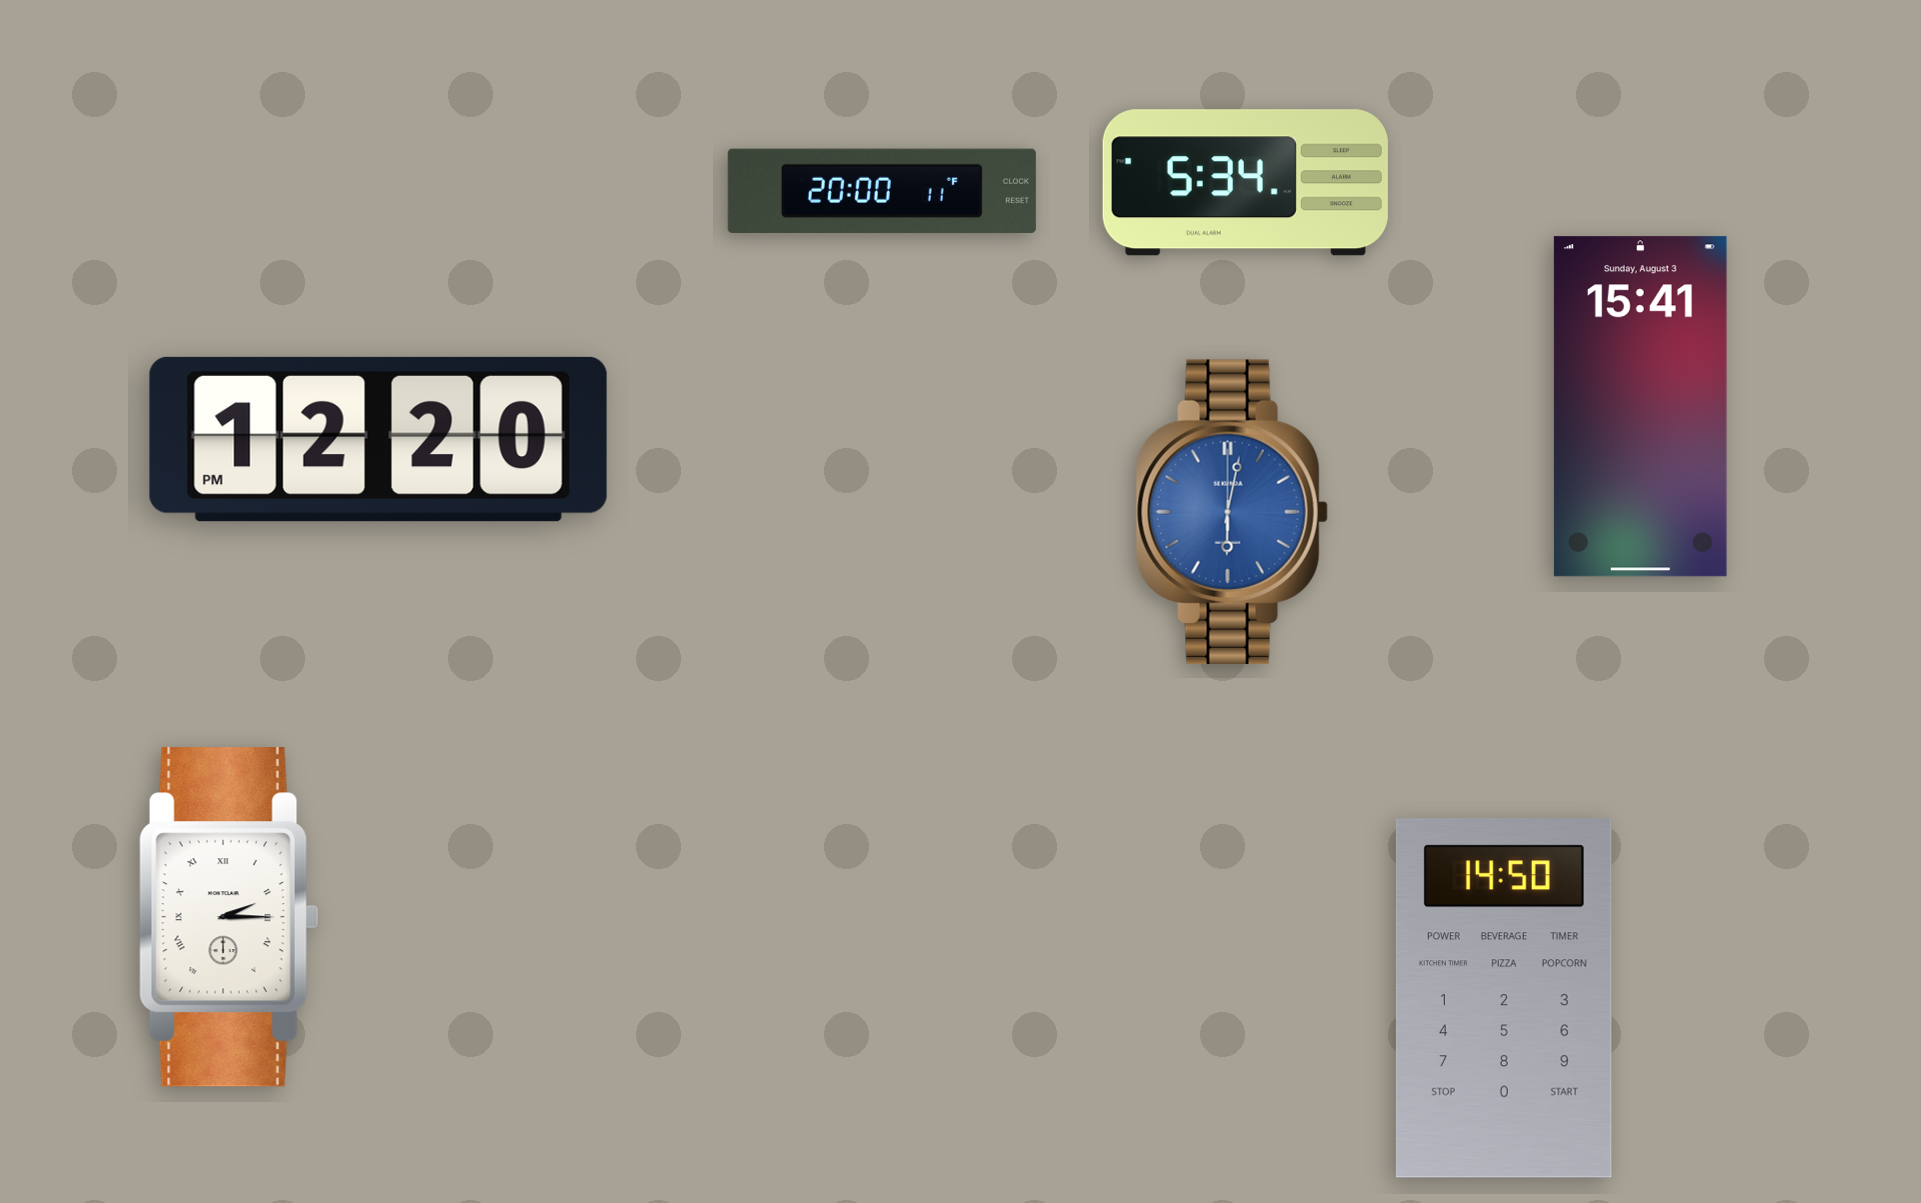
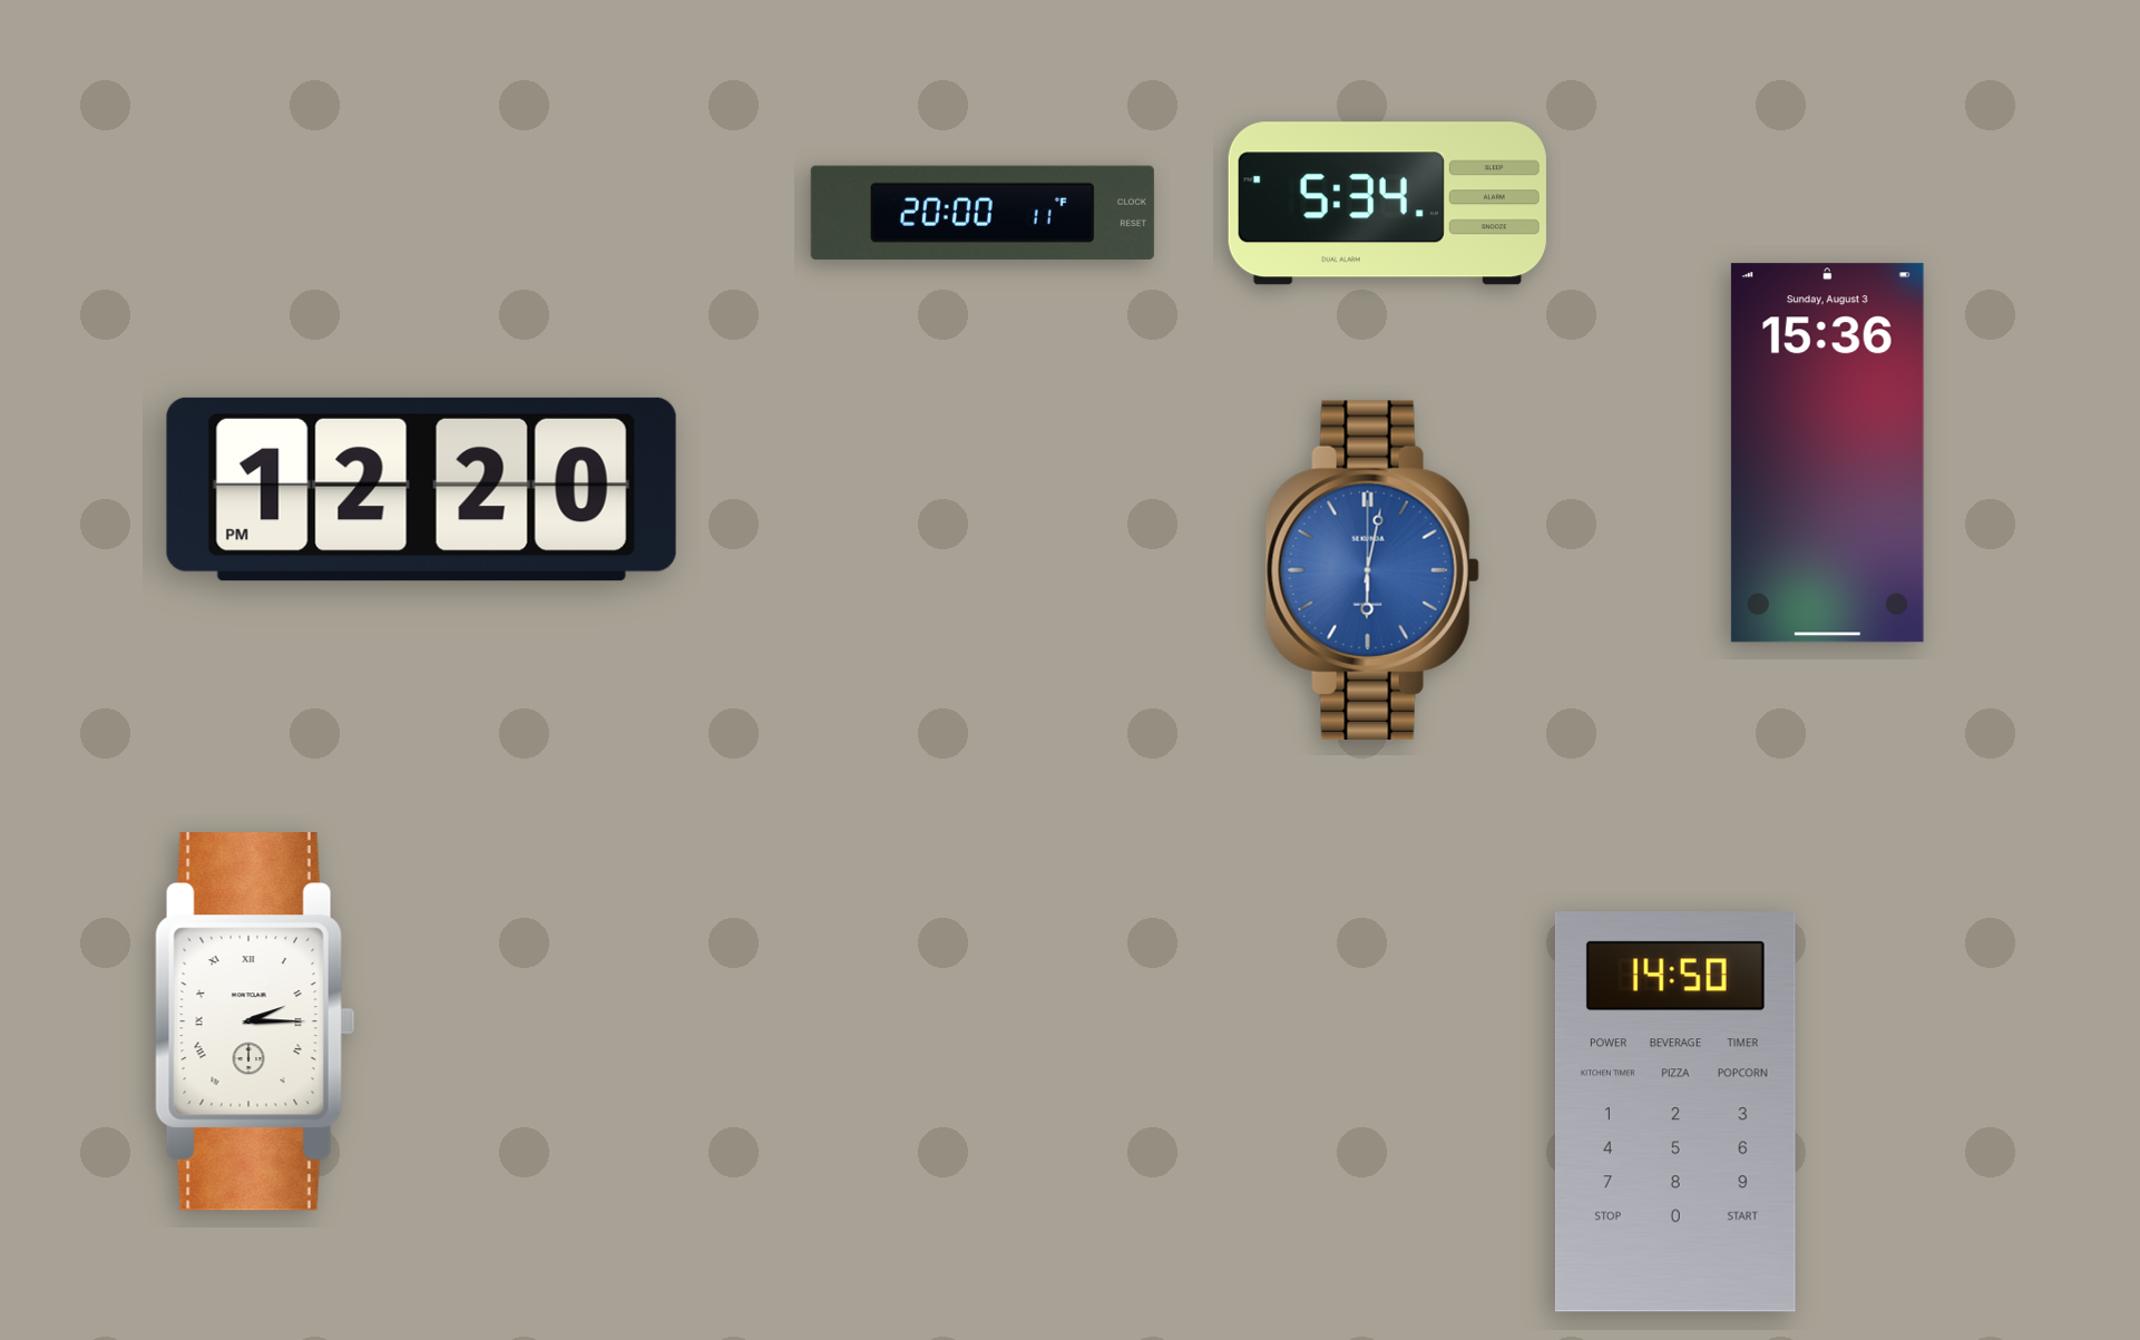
clock at (1640, 407): 15:41 -> 15:36
